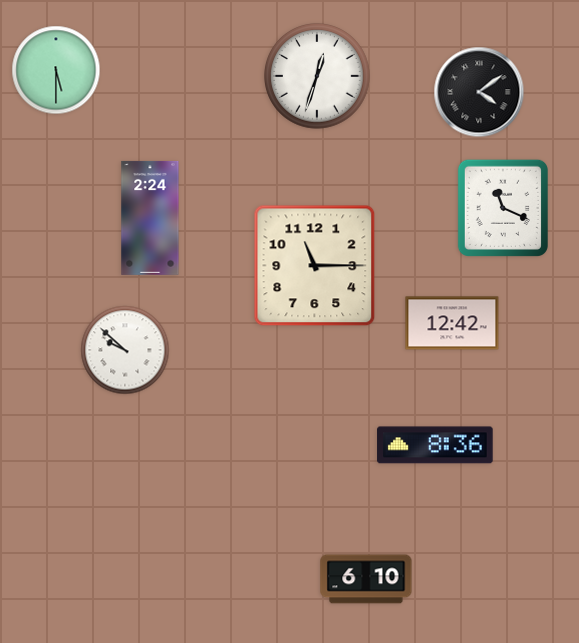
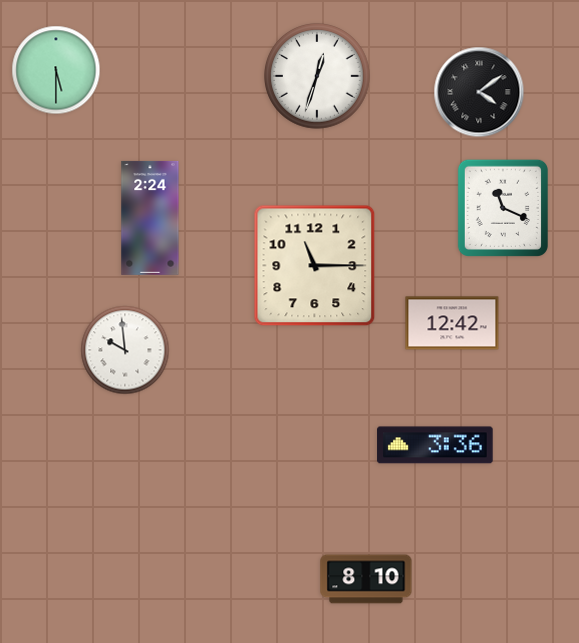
clock at (125, 350): 9:52 -> 9:59
clock at (435, 445): 8:36 -> 3:36
clock at (366, 579): 6:10 -> 8:10
